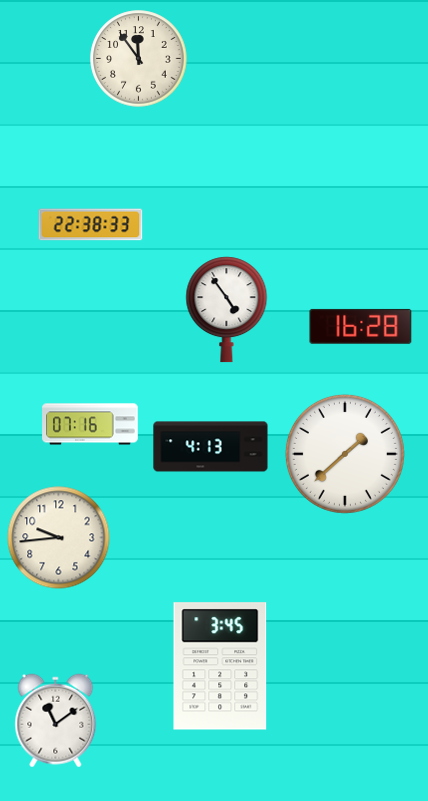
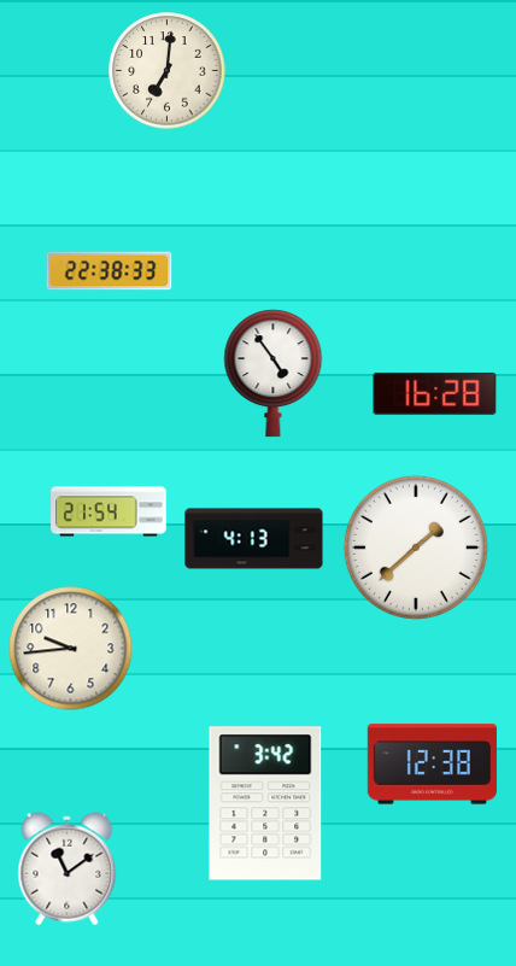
clock at (139, 59): 11:54 -> 7:01
clock at (90, 424): 07:16 -> 21:54
clock at (432, 765): none -> 12:38
clock at (220, 666): 3:45 -> 3:42
